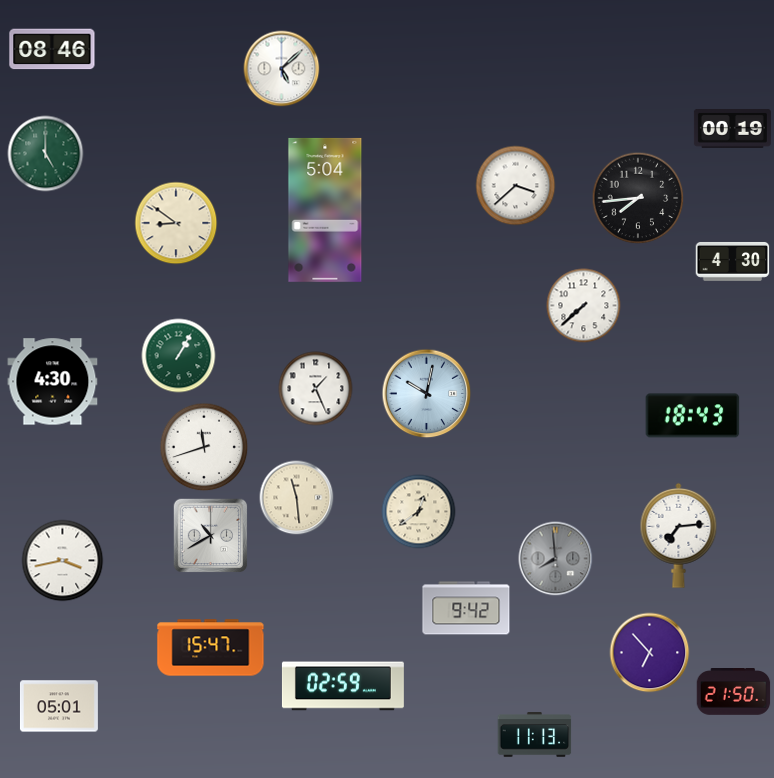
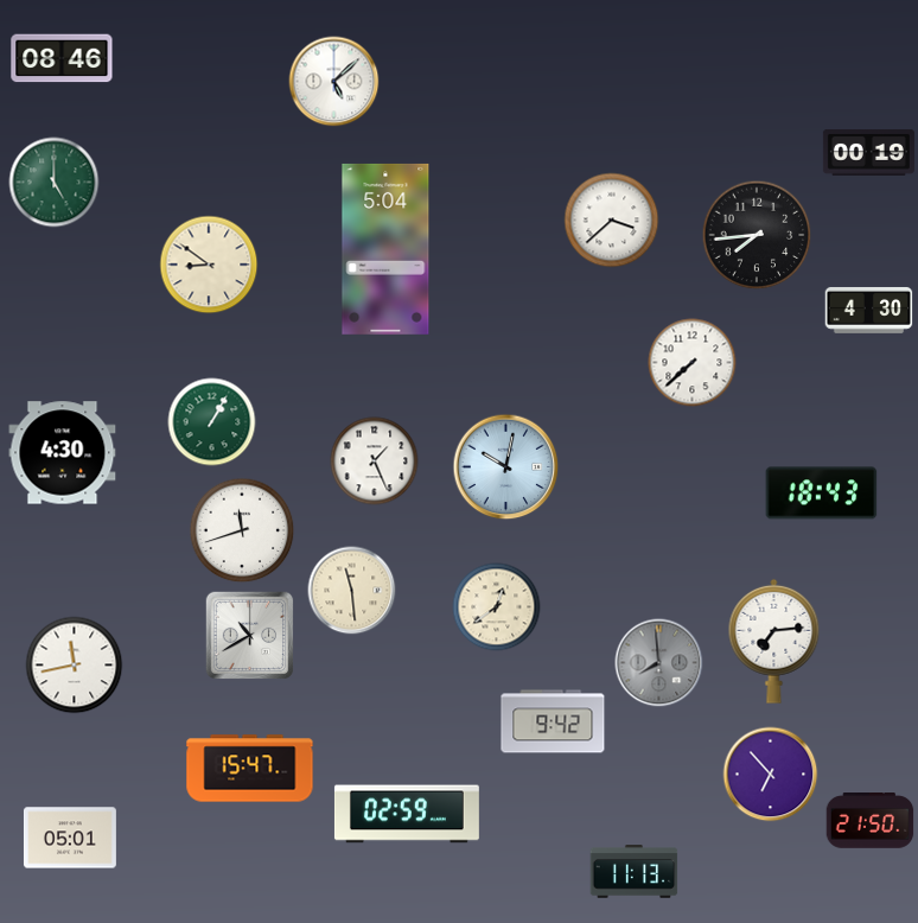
clock at (679, 535) position: (679, 535) -> (774, 641)
clock at (63, 561): 3:43 -> 11:43
